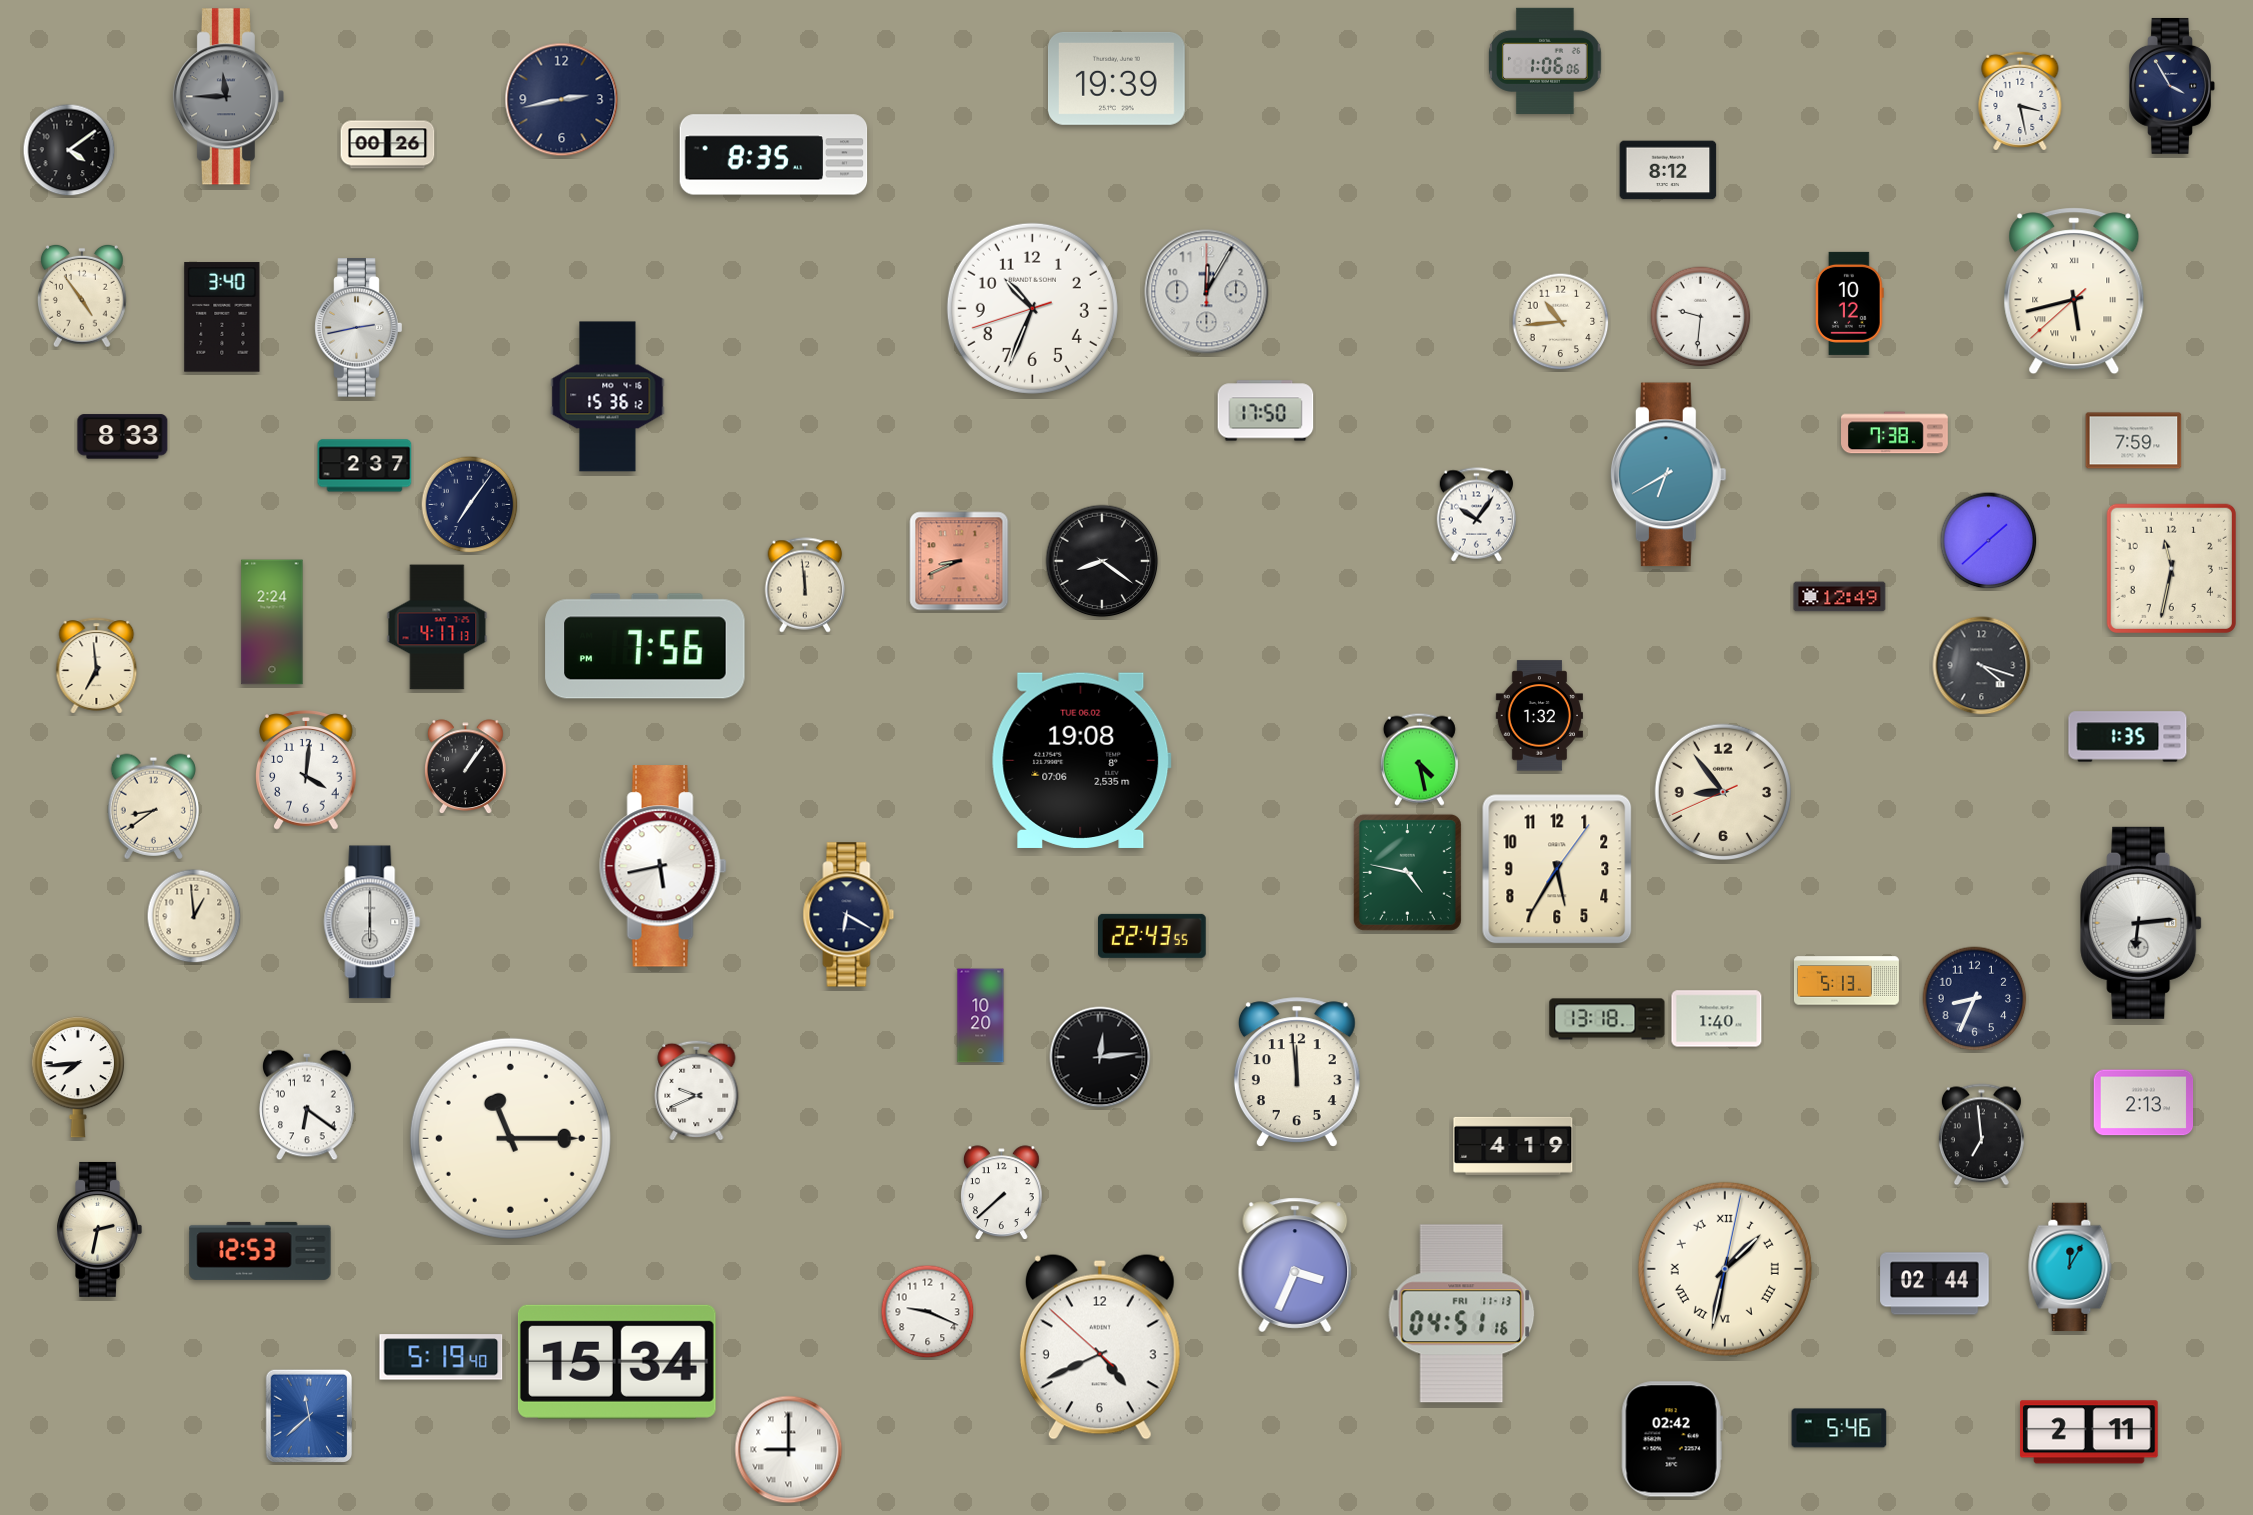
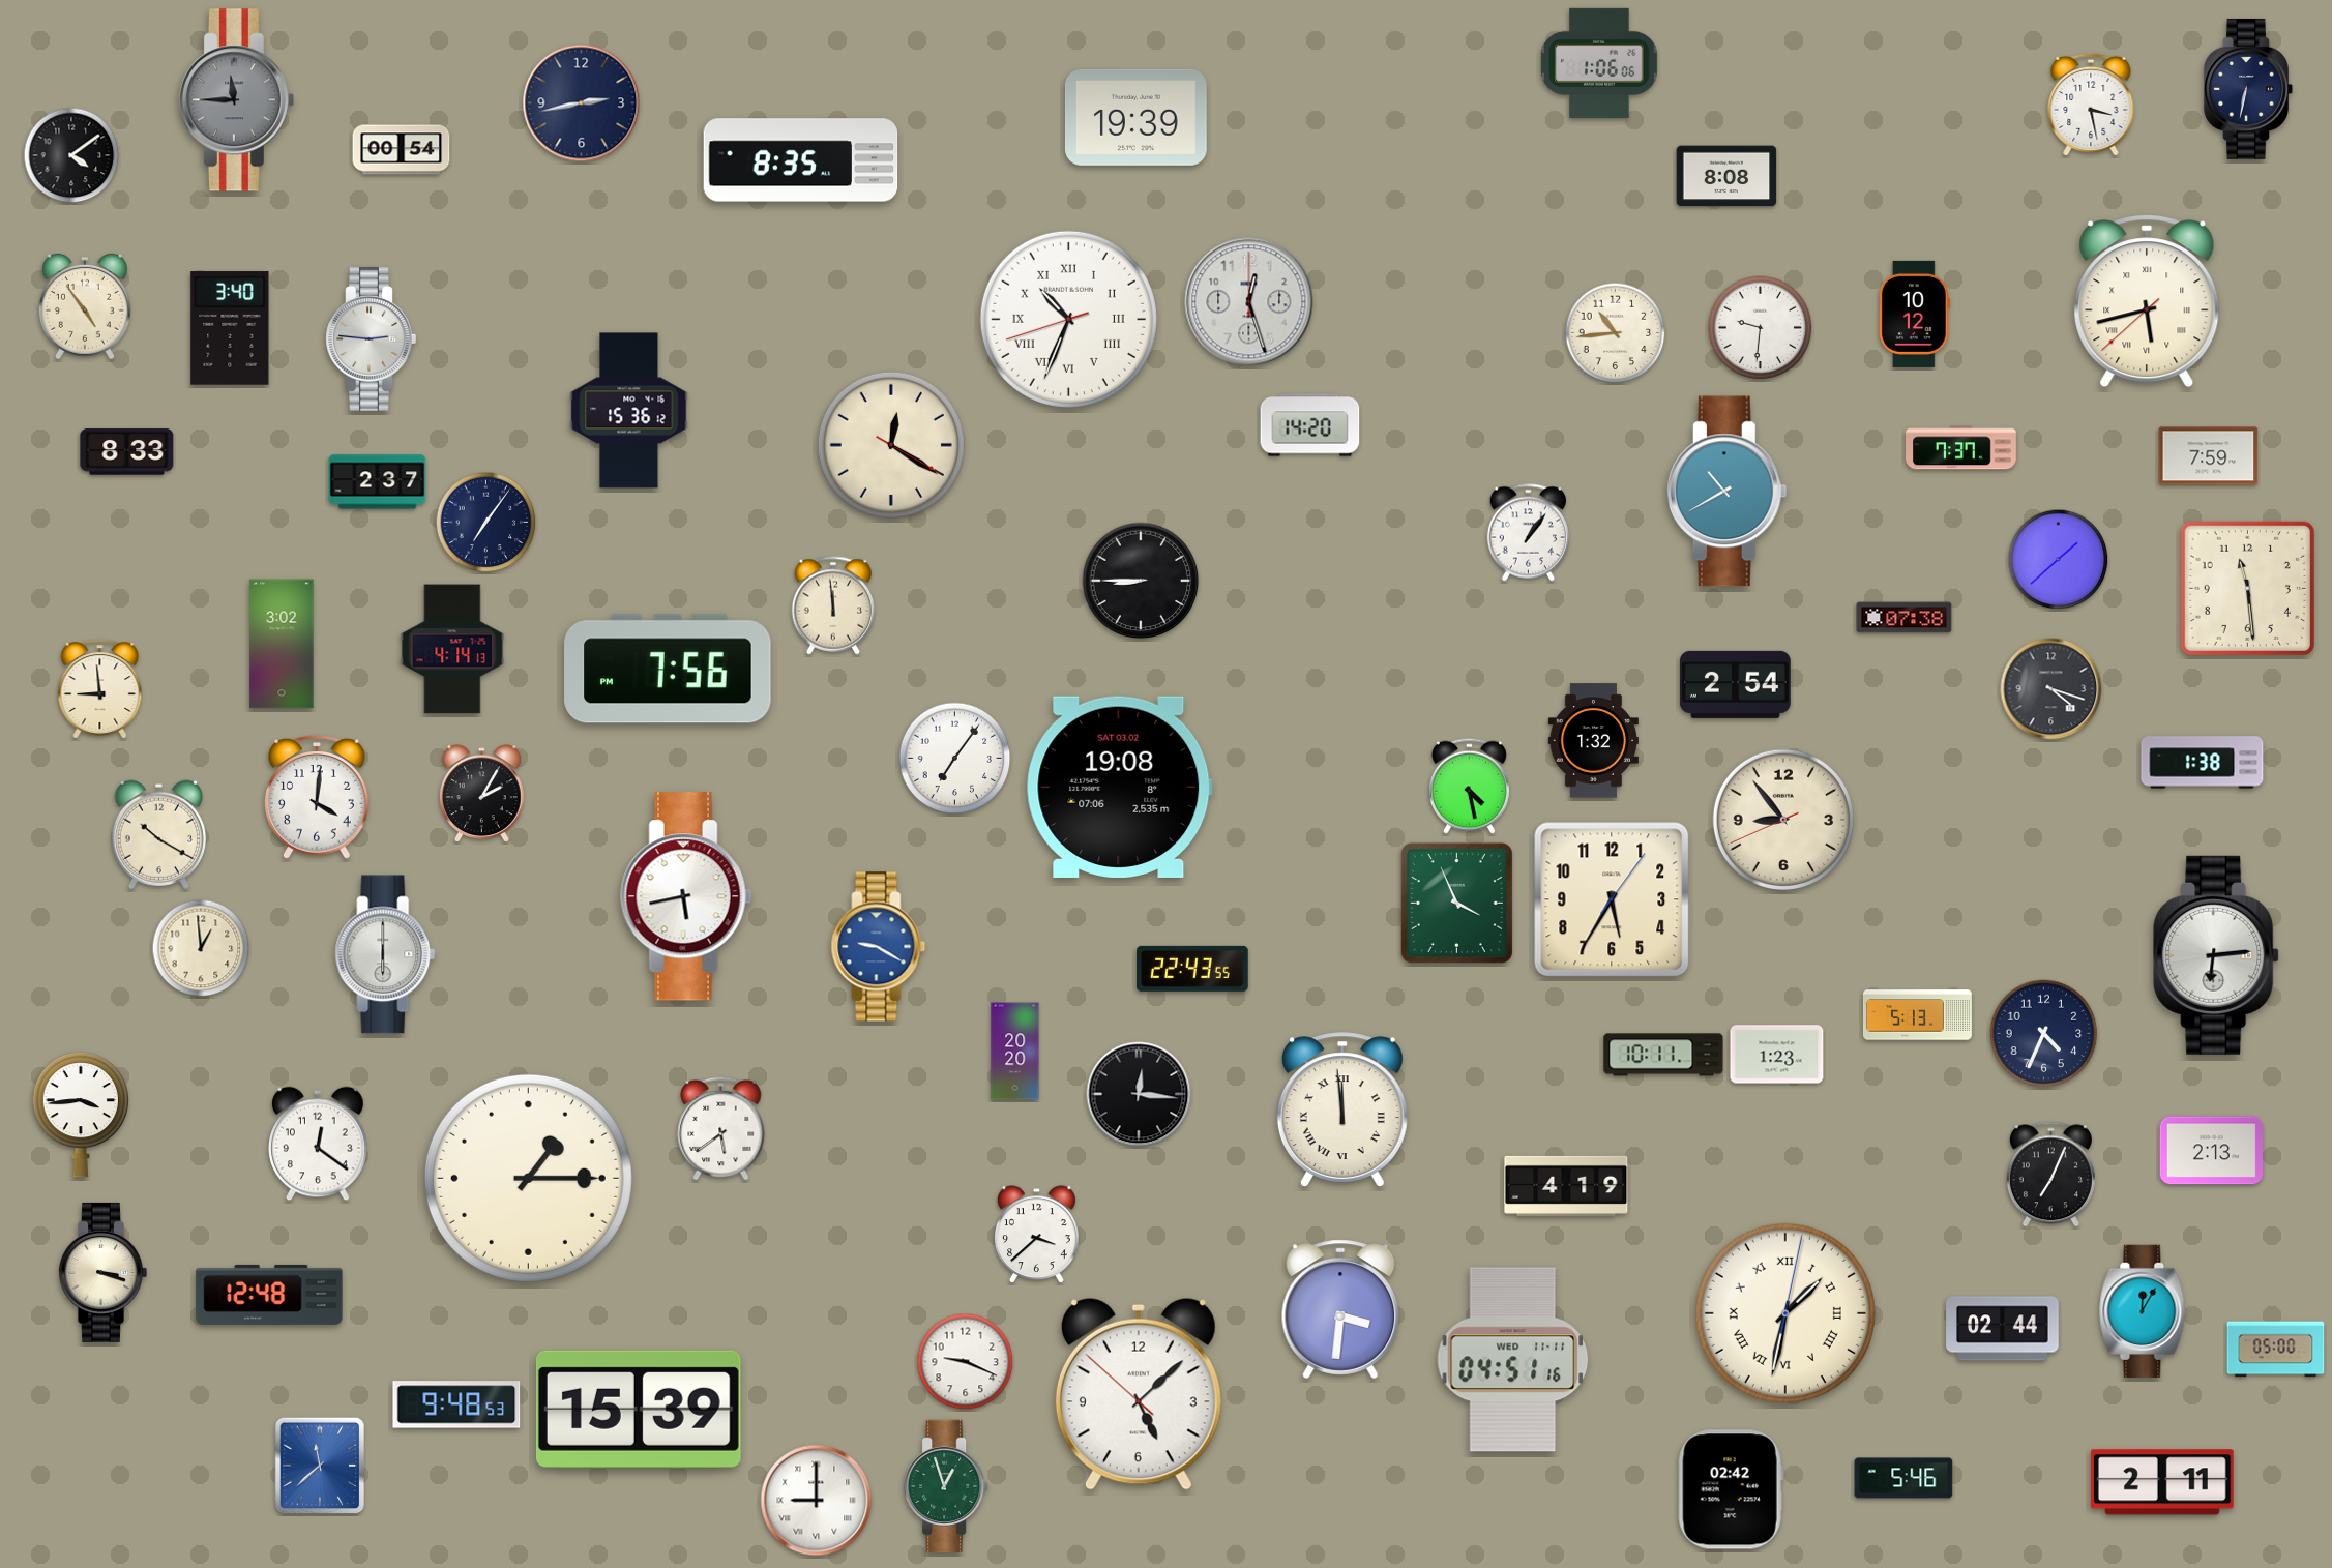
clock at (1116, 78) position: (1116, 78) -> (1135, 117)
clock at (2172, 86): 3:55 -> 6:32
clock at (388, 145): 00:26 -> 00:54
clock at (1668, 170): 8:12 -> 8:08
clock at (1207, 292): 12:05 -> 12:27
clock at (1032, 308) numerals: Arabic -> Roman
clock at (359, 328): 2:43 -> 2:46
clock at (1266, 411): 17:50 -> 14:20
clock at (891, 445): none -> 12:20
clock at (1895, 433): 7:38 -> 7:37
clock at (1668, 475): 6:40 -> 10:40
clock at (1476, 515): 10:06 -> 1:06
clock at (959, 561): 8:41 -> none
clock at (1102, 561): 8:21 -> 8:45
clock at (2171, 568): 11:32 -> 11:29
clock at (1840, 597): 12:49 -> 07:38
clock at (272, 622): 2:24 -> 3:02
clock at (437, 627): 4:17 -> 4:14
clock at (1735, 684): none -> 2:54
clock at (97, 666): 6:59 -> 8:59
clock at (955, 759): none -> 7:06
clock at (2128, 737): 1:35 -> 1:38
clock at (1082, 760) date: TUE 06.02 -> SAT 03.02
clock at (466, 767): 1:06 -> 2:05
clock at (153, 806): 8:39 -> 10:20
clock at (1407, 872): 4:47 -> 3:56
clock at (849, 915): 6:20 -> 9:20
clock at (849, 915) dial: navy -> blue
clock at (1846, 981) position: (1846, 981) -> (1917, 1015)
clock at (1975, 999): 8:34 -> 4:34
clock at (981, 1016): 10:20 -> 20:20
clock at (1607, 1019): 13:18 -> 10:11
clock at (1717, 1019): 1:40 -> 1:23
clock at (1100, 1057): 12:14 -> 12:16
clock at (1297, 1072) numerals: Arabic -> Roman
clock at (77, 1077): 7:44 -> 3:44
clock at (697, 1090): 9:41 -> 5:39
clock at (2144, 1103) position: (2144, 1103) -> (2212, 1151)
clock at (307, 1105): 6:21 -> 12:21
clock at (1981, 1135): 6:59 -> 7:04
clock at (510, 1138): 11:15 -> 1:15
clock at (1002, 1193): 7:38 -> 3:38
clock at (99, 1229): 2:32 -> 3:18
clock at (260, 1251): 12:53 -> 12:48
clock at (1295, 1265): 3:34 -> 3:31
clock at (2276, 1350): none -> 05:00
clock at (928, 1312) position: (928, 1312) -> (966, 1362)
clock at (1462, 1314) date: FRI 11-13 -> WED 11-11
clock at (1100, 1347): 4:40 -> 5:07
clock at (441, 1357): 5:19 -> 9:48
clock at (617, 1362): 15:34 -> 15:39
clock at (946, 1486): none -> 12:57
